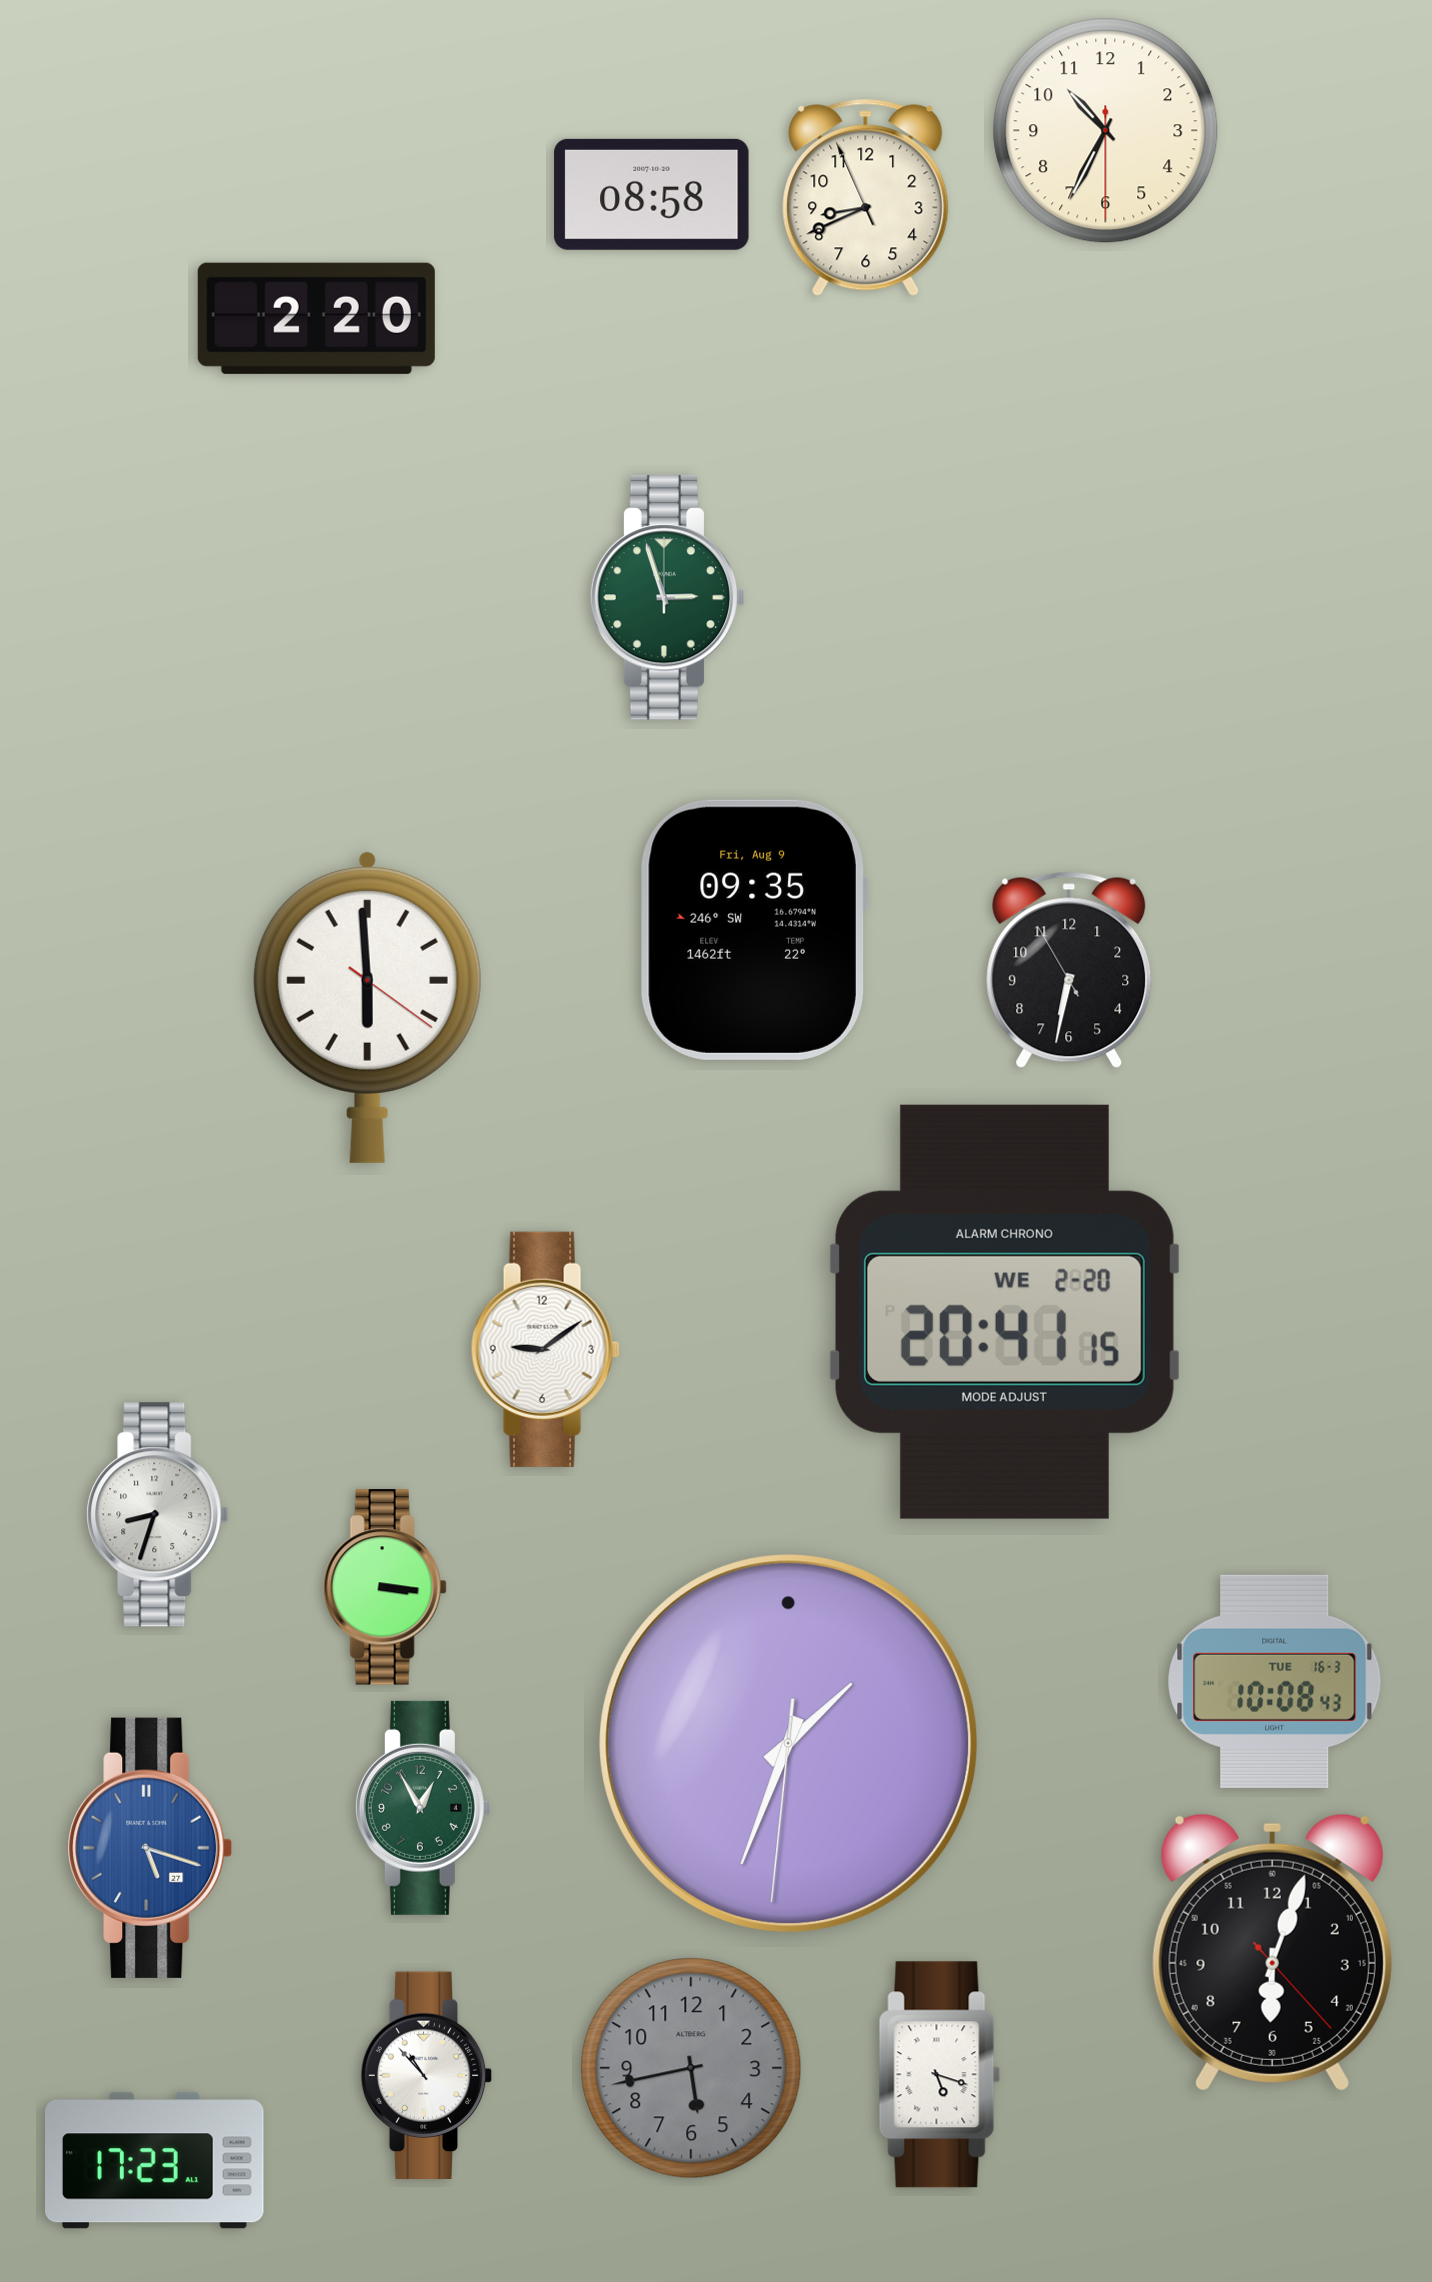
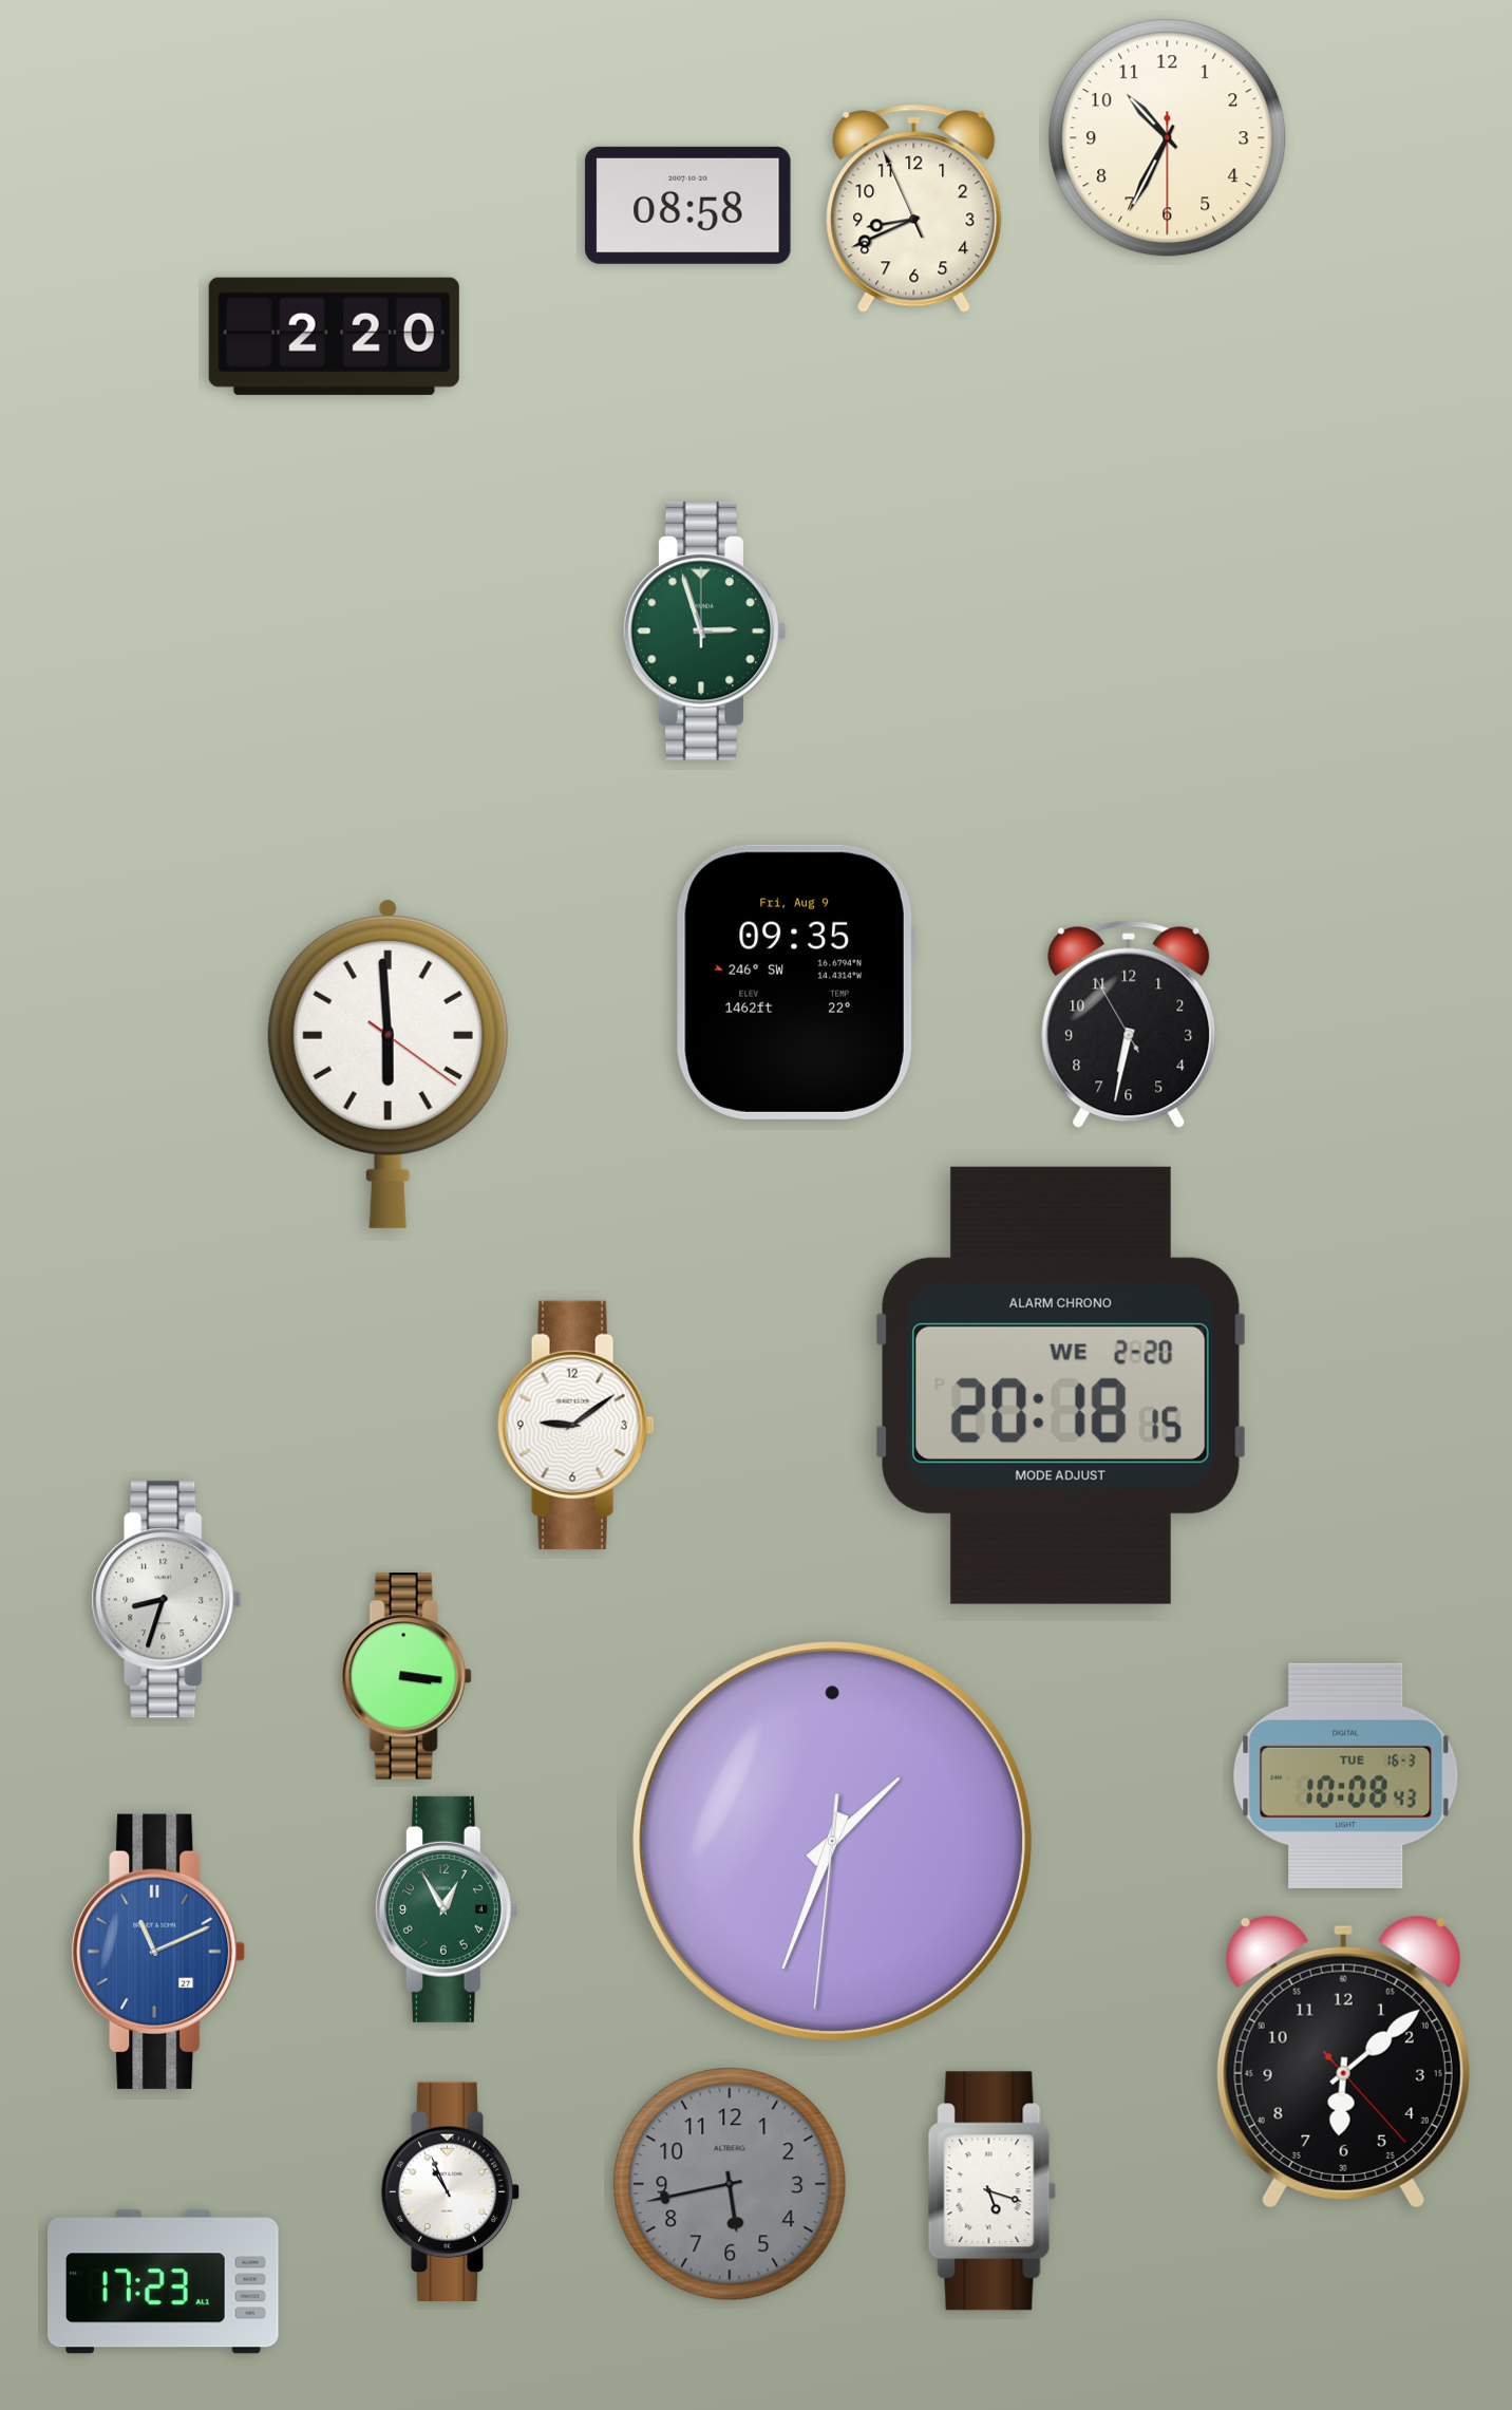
clock at (1006, 1312): 20:41 -> 20:18
clock at (150, 1848): 5:18 -> 11:11
clock at (1272, 1952): 6:03 -> 6:08
clock at (427, 2075): 10:53 -> 10:56
